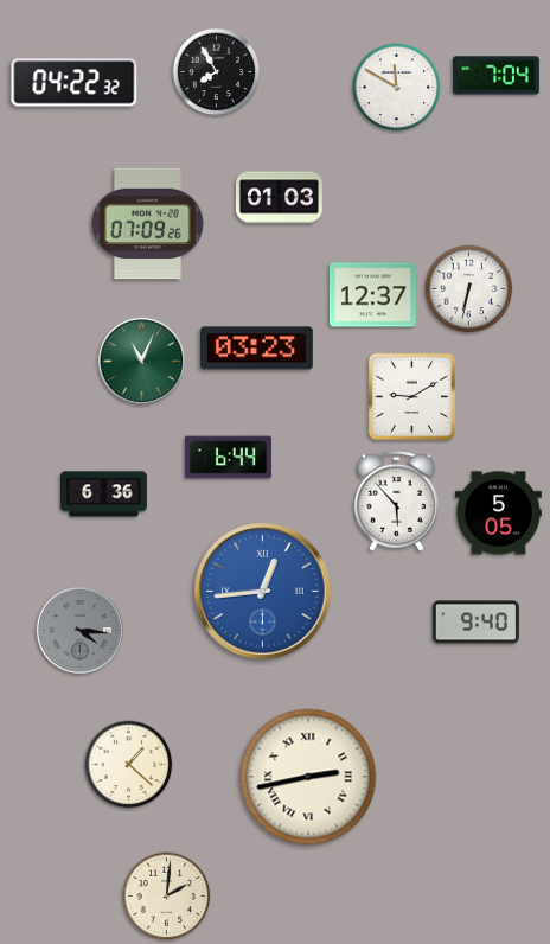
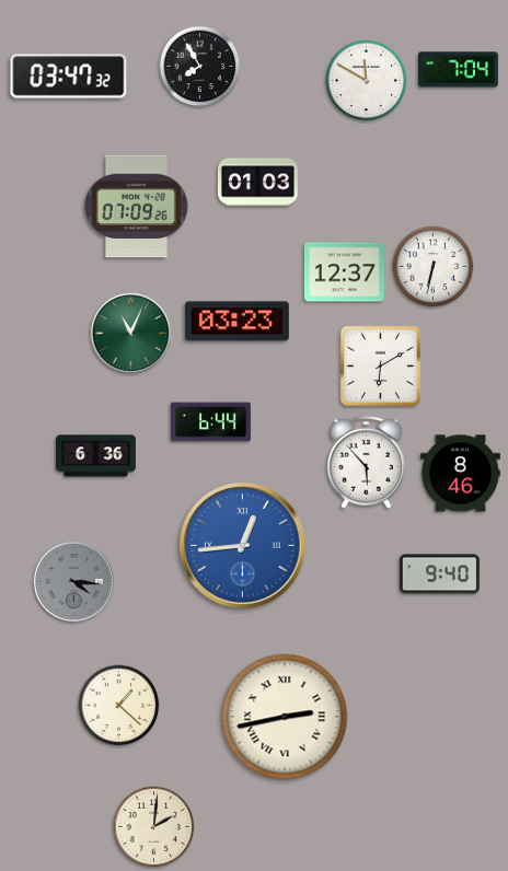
clock at (75, 83): 04:22 -> 03:47
clock at (411, 396): 9:10 -> 6:10
clock at (498, 514): 5:05 -> 8:46
